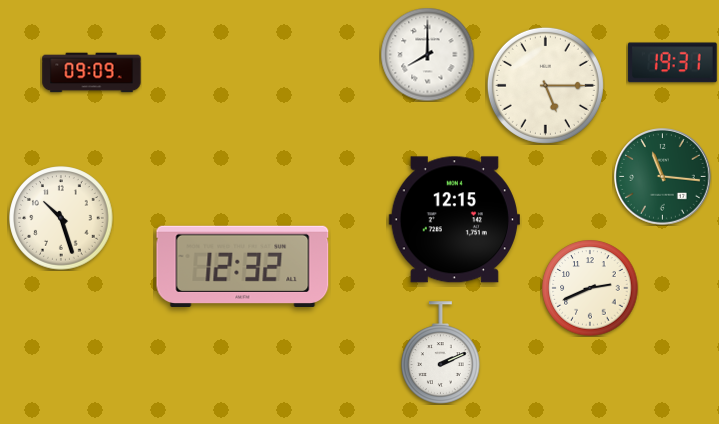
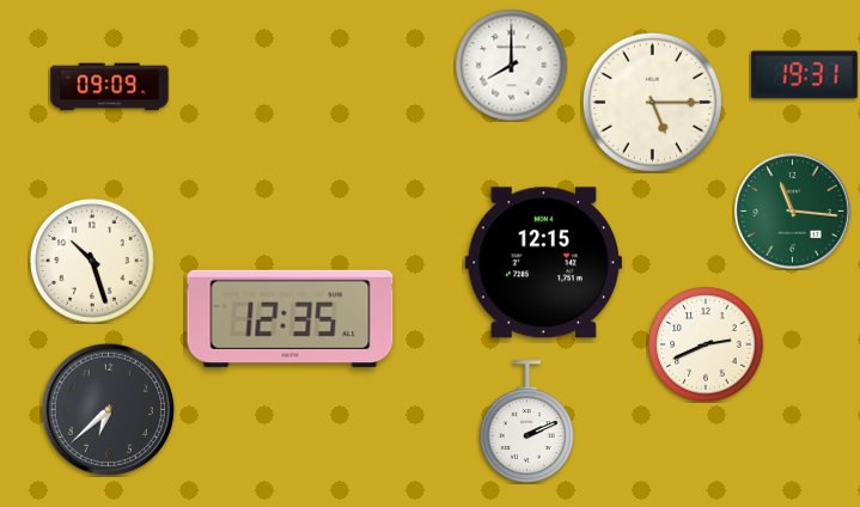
clock at (61, 218) position: (61, 218) -> (92, 261)
clock at (243, 266): 12:32 -> 12:35
clock at (108, 409): none -> 6:38
